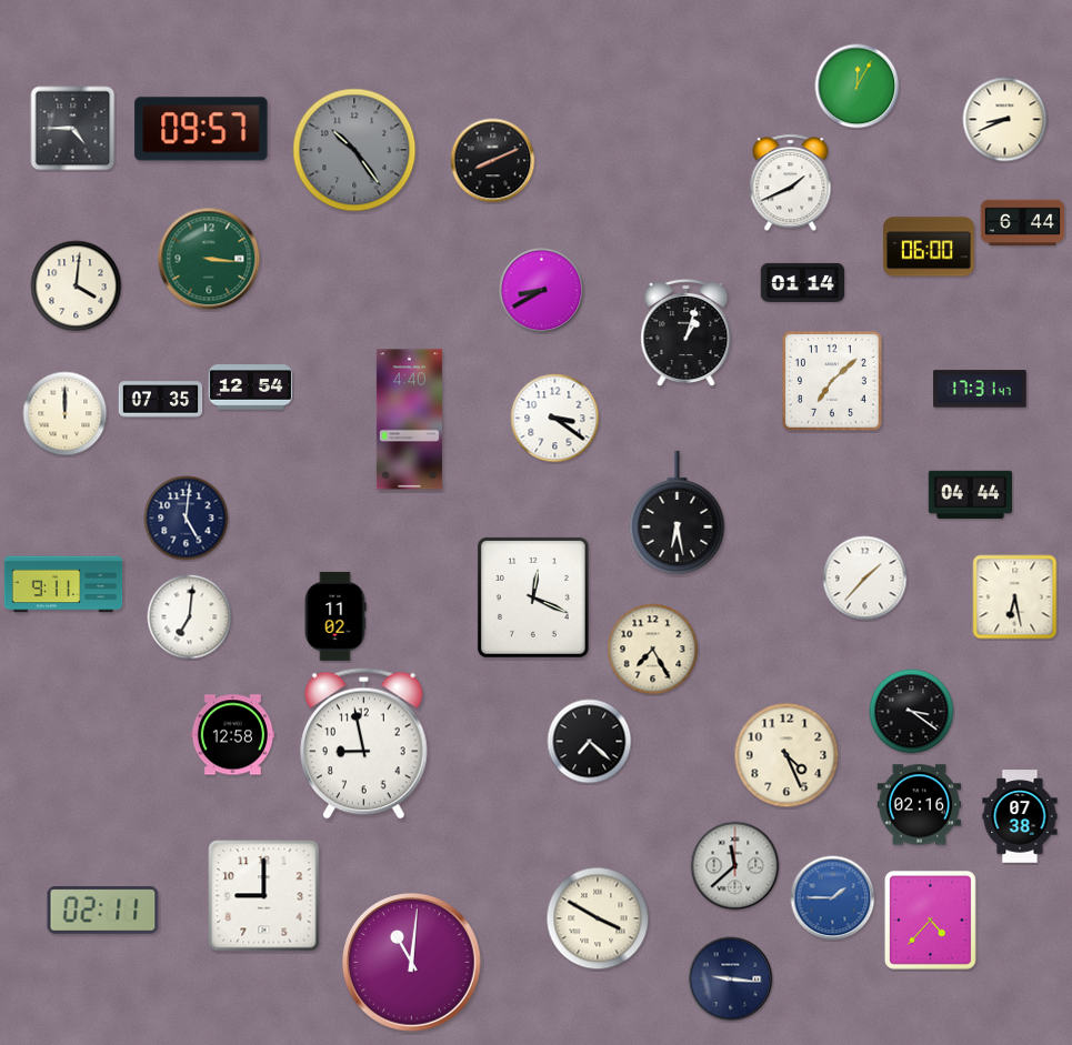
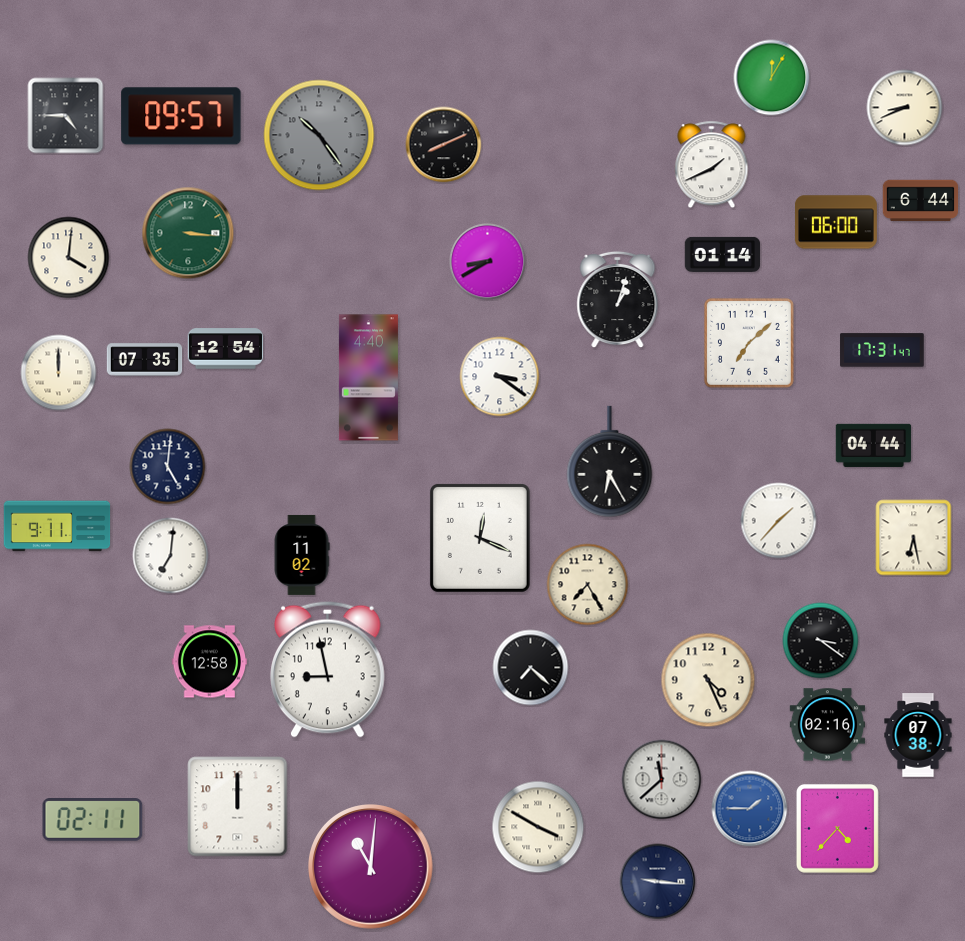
clock at (678, 513): 6:28 -> 6:25
clock at (264, 896): 9:00 -> 12:00
